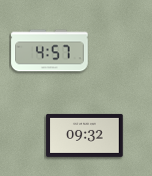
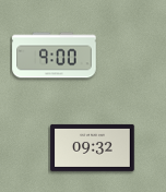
clock at (50, 51): 4:57 -> 9:00
